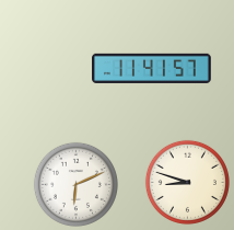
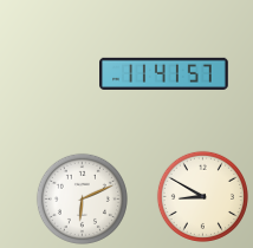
clock at (187, 182): 8:48 -> 8:50
